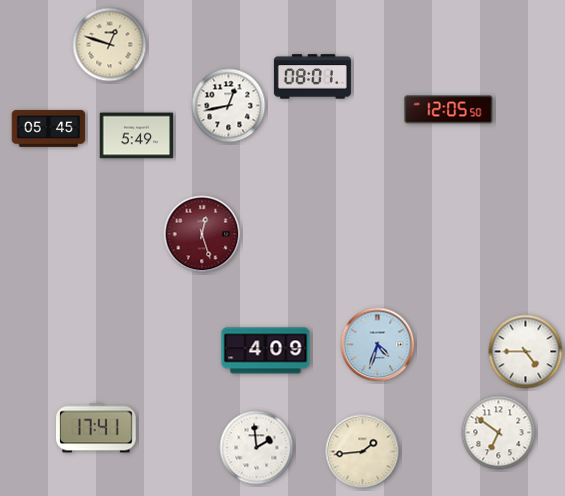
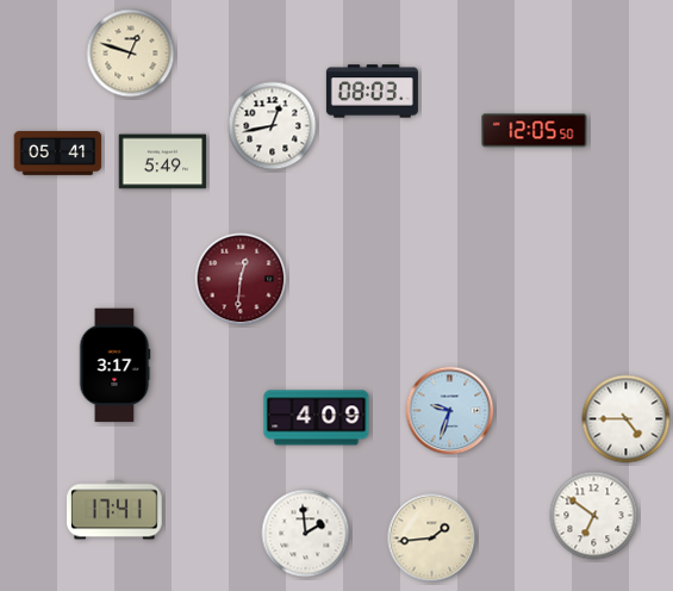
clock at (312, 77): 08:01 -> 08:03
clock at (49, 128): 05:45 -> 05:41
clock at (202, 234): 12:27 -> 12:31
clock at (114, 366): none -> 3:17
clock at (378, 345): 4:33 -> 9:33
